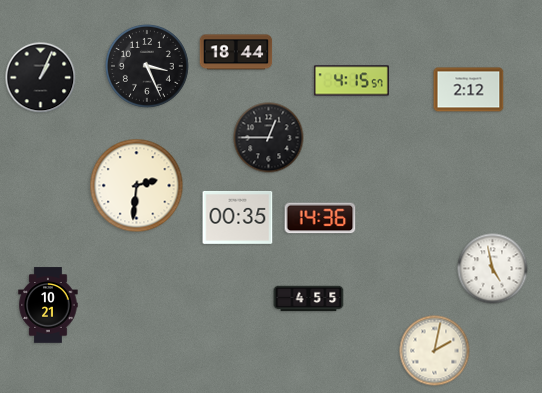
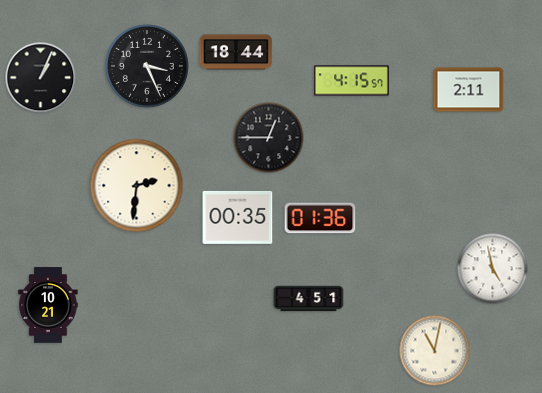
clock at (469, 90): 2:12 -> 2:11
clock at (320, 218): 14:36 -> 01:36
clock at (309, 299): 4:55 -> 4:51
clock at (435, 351): 2:02 -> 11:02
